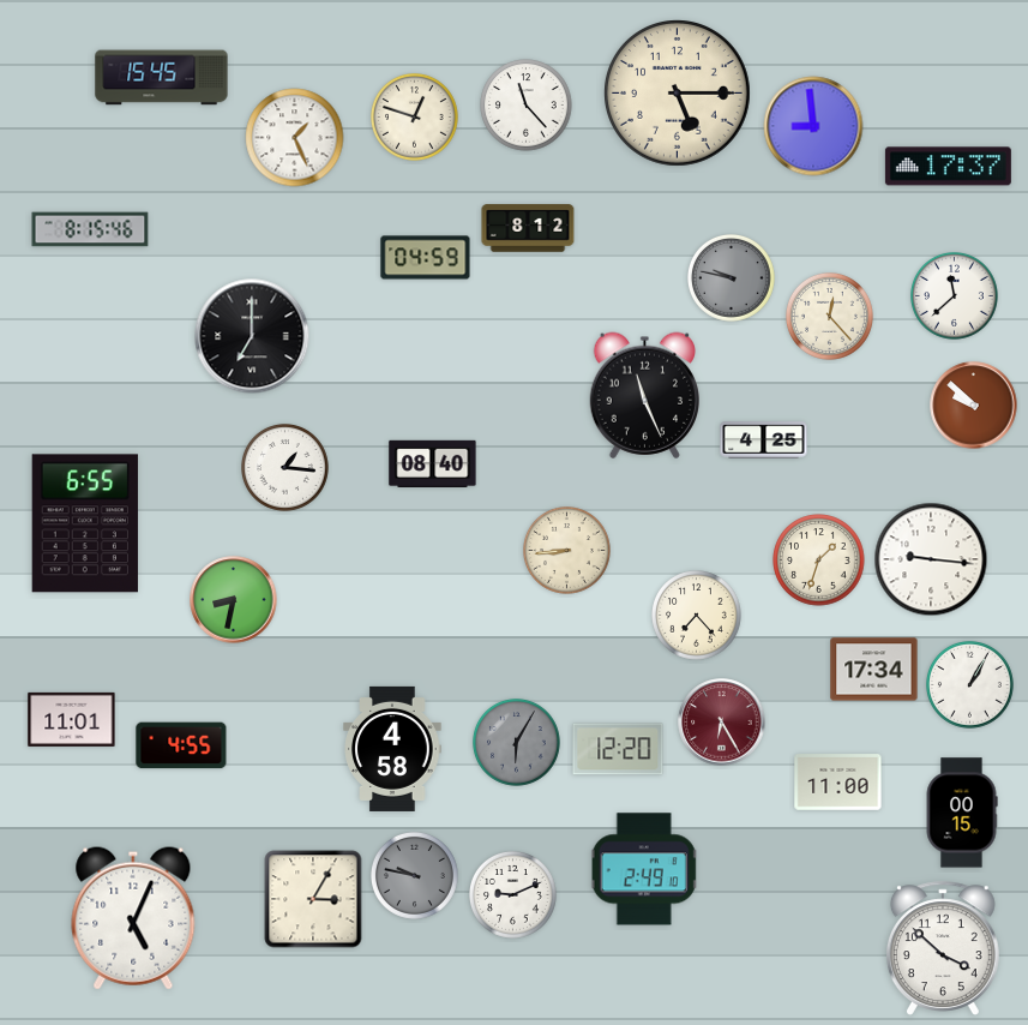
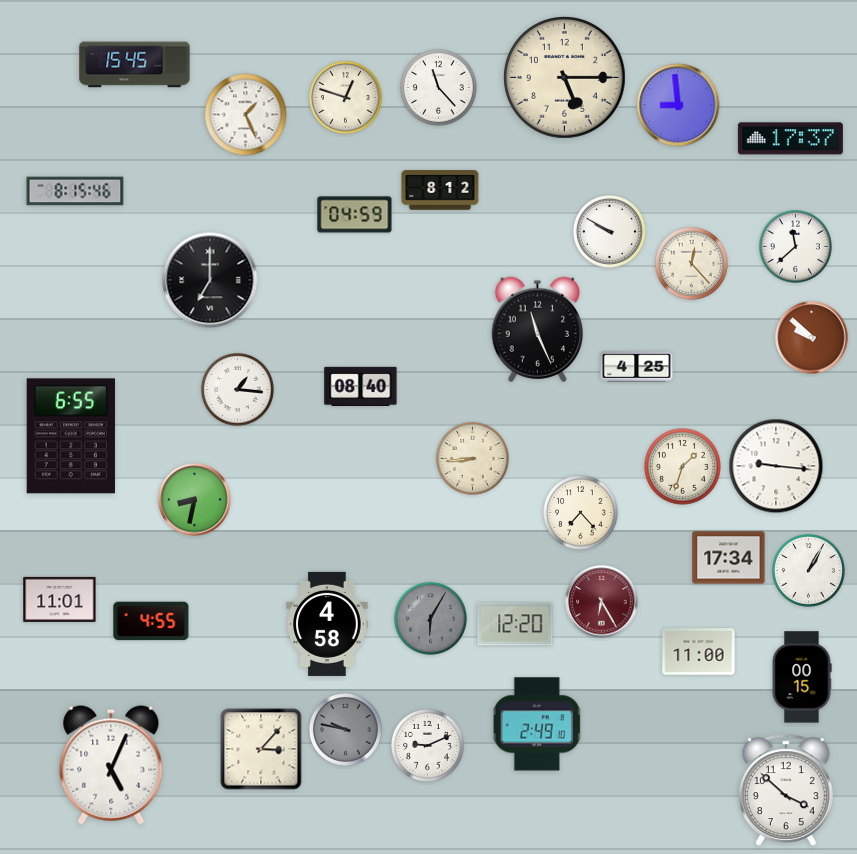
clock at (732, 278): 9:47 -> 9:50
clock at (732, 278) dial: grey -> white
clock at (313, 899): 3:05 -> 3:07
